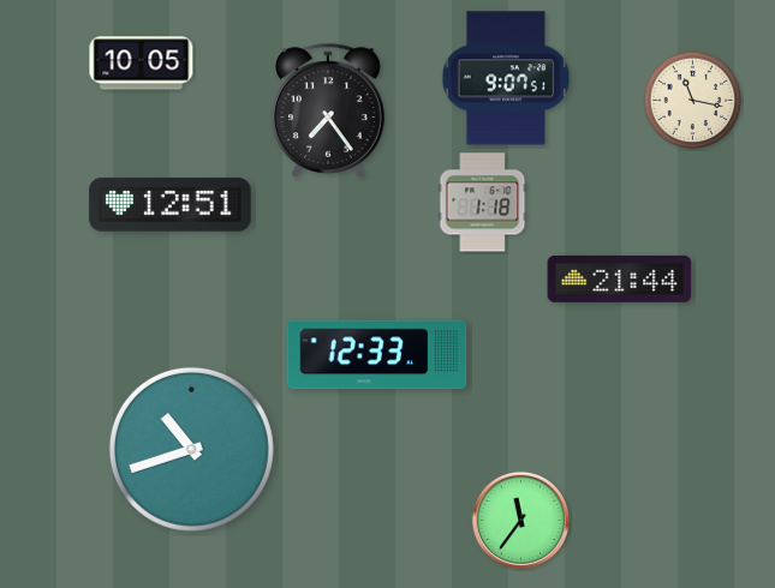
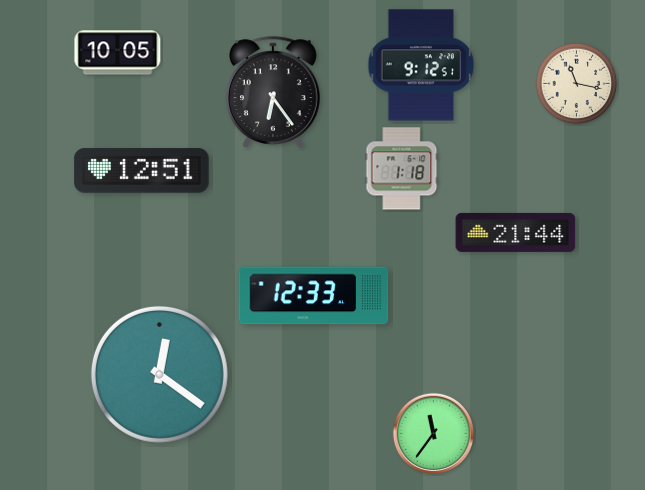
clock at (506, 78): 9:07 -> 9:12
clock at (329, 110): 7:24 -> 6:24
clock at (191, 449): 10:42 -> 12:21
